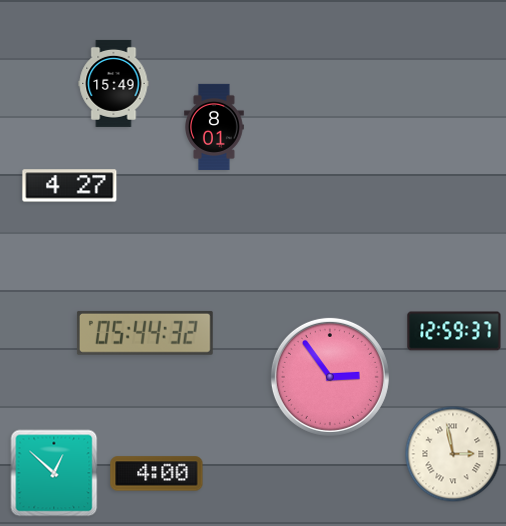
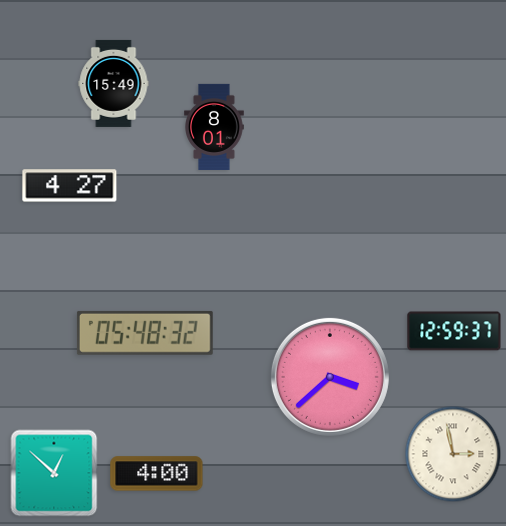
clock at (145, 333): 05:44 -> 05:48
clock at (330, 377): 2:54 -> 3:38
